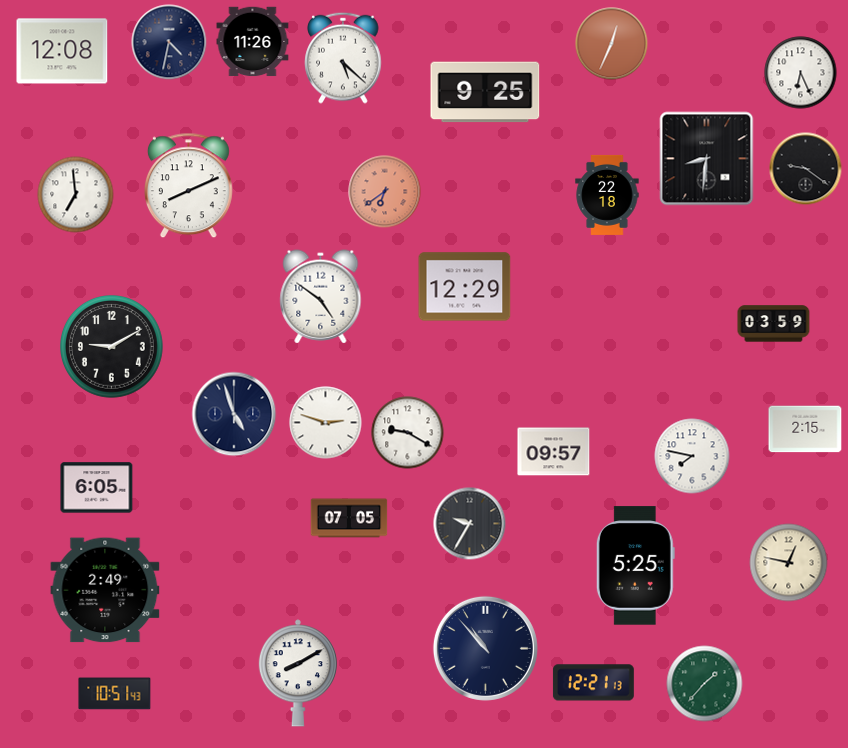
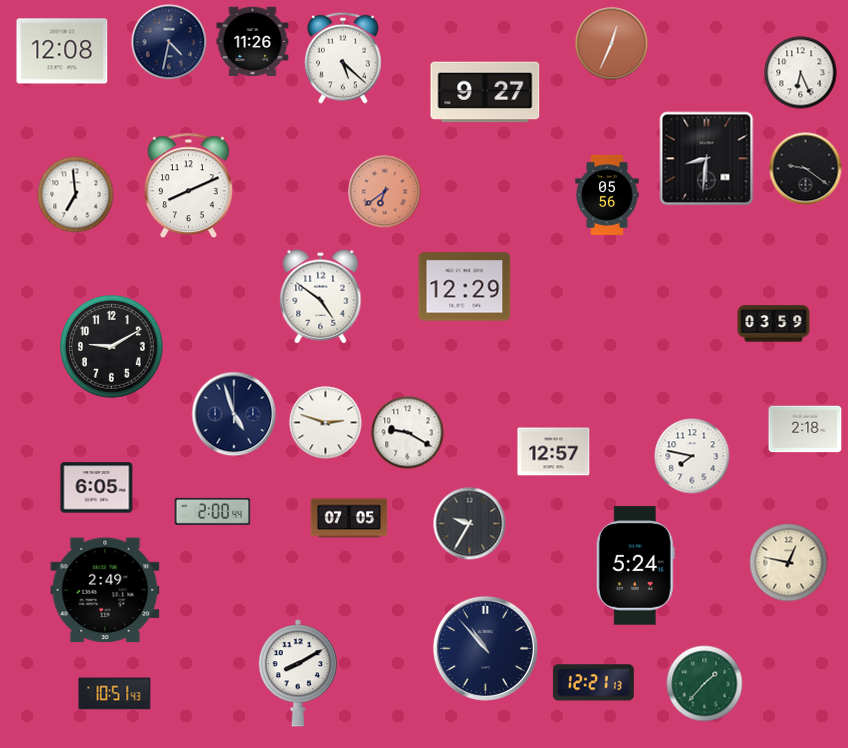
clock at (485, 92): 9:25 -> 9:27
clock at (607, 195): 22:18 -> 05:56
clock at (805, 429): 2:15 -> 2:18
clock at (554, 452): 09:57 -> 12:57
clock at (213, 511): none -> 2:00
clock at (635, 566): 5:25 -> 5:24
